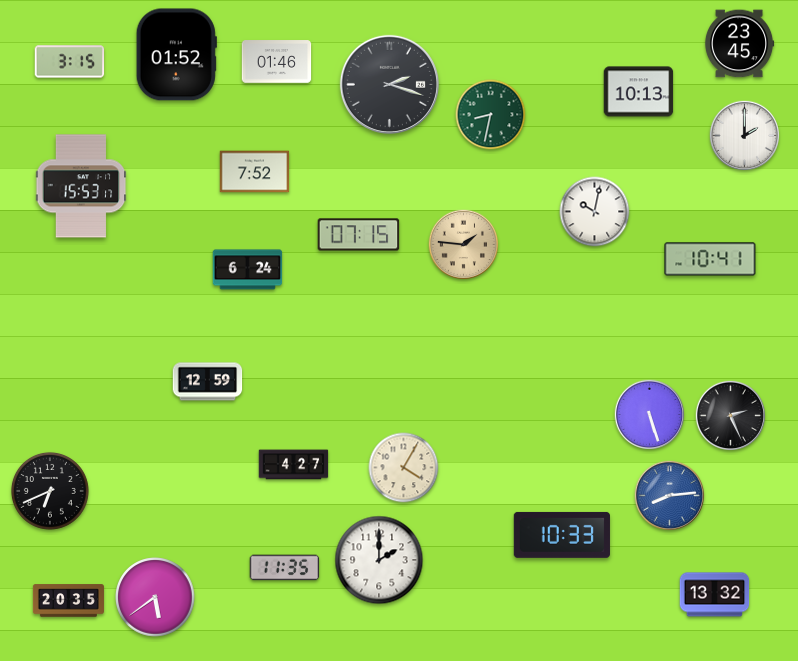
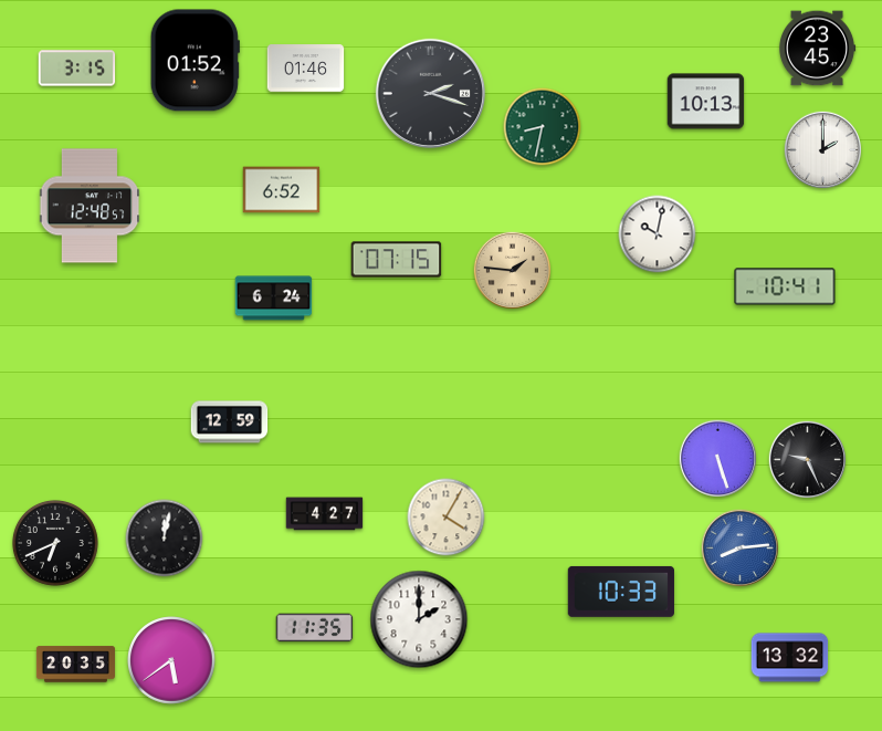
clock at (255, 172): 7:52 -> 6:52
clock at (81, 186): 15:53 -> 12:48
clock at (730, 415): 2:26 -> 9:26
clock at (165, 539): none -> 12:02
